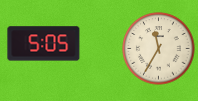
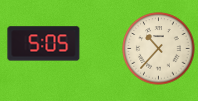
clock at (159, 49): 11:35 -> 10:37
